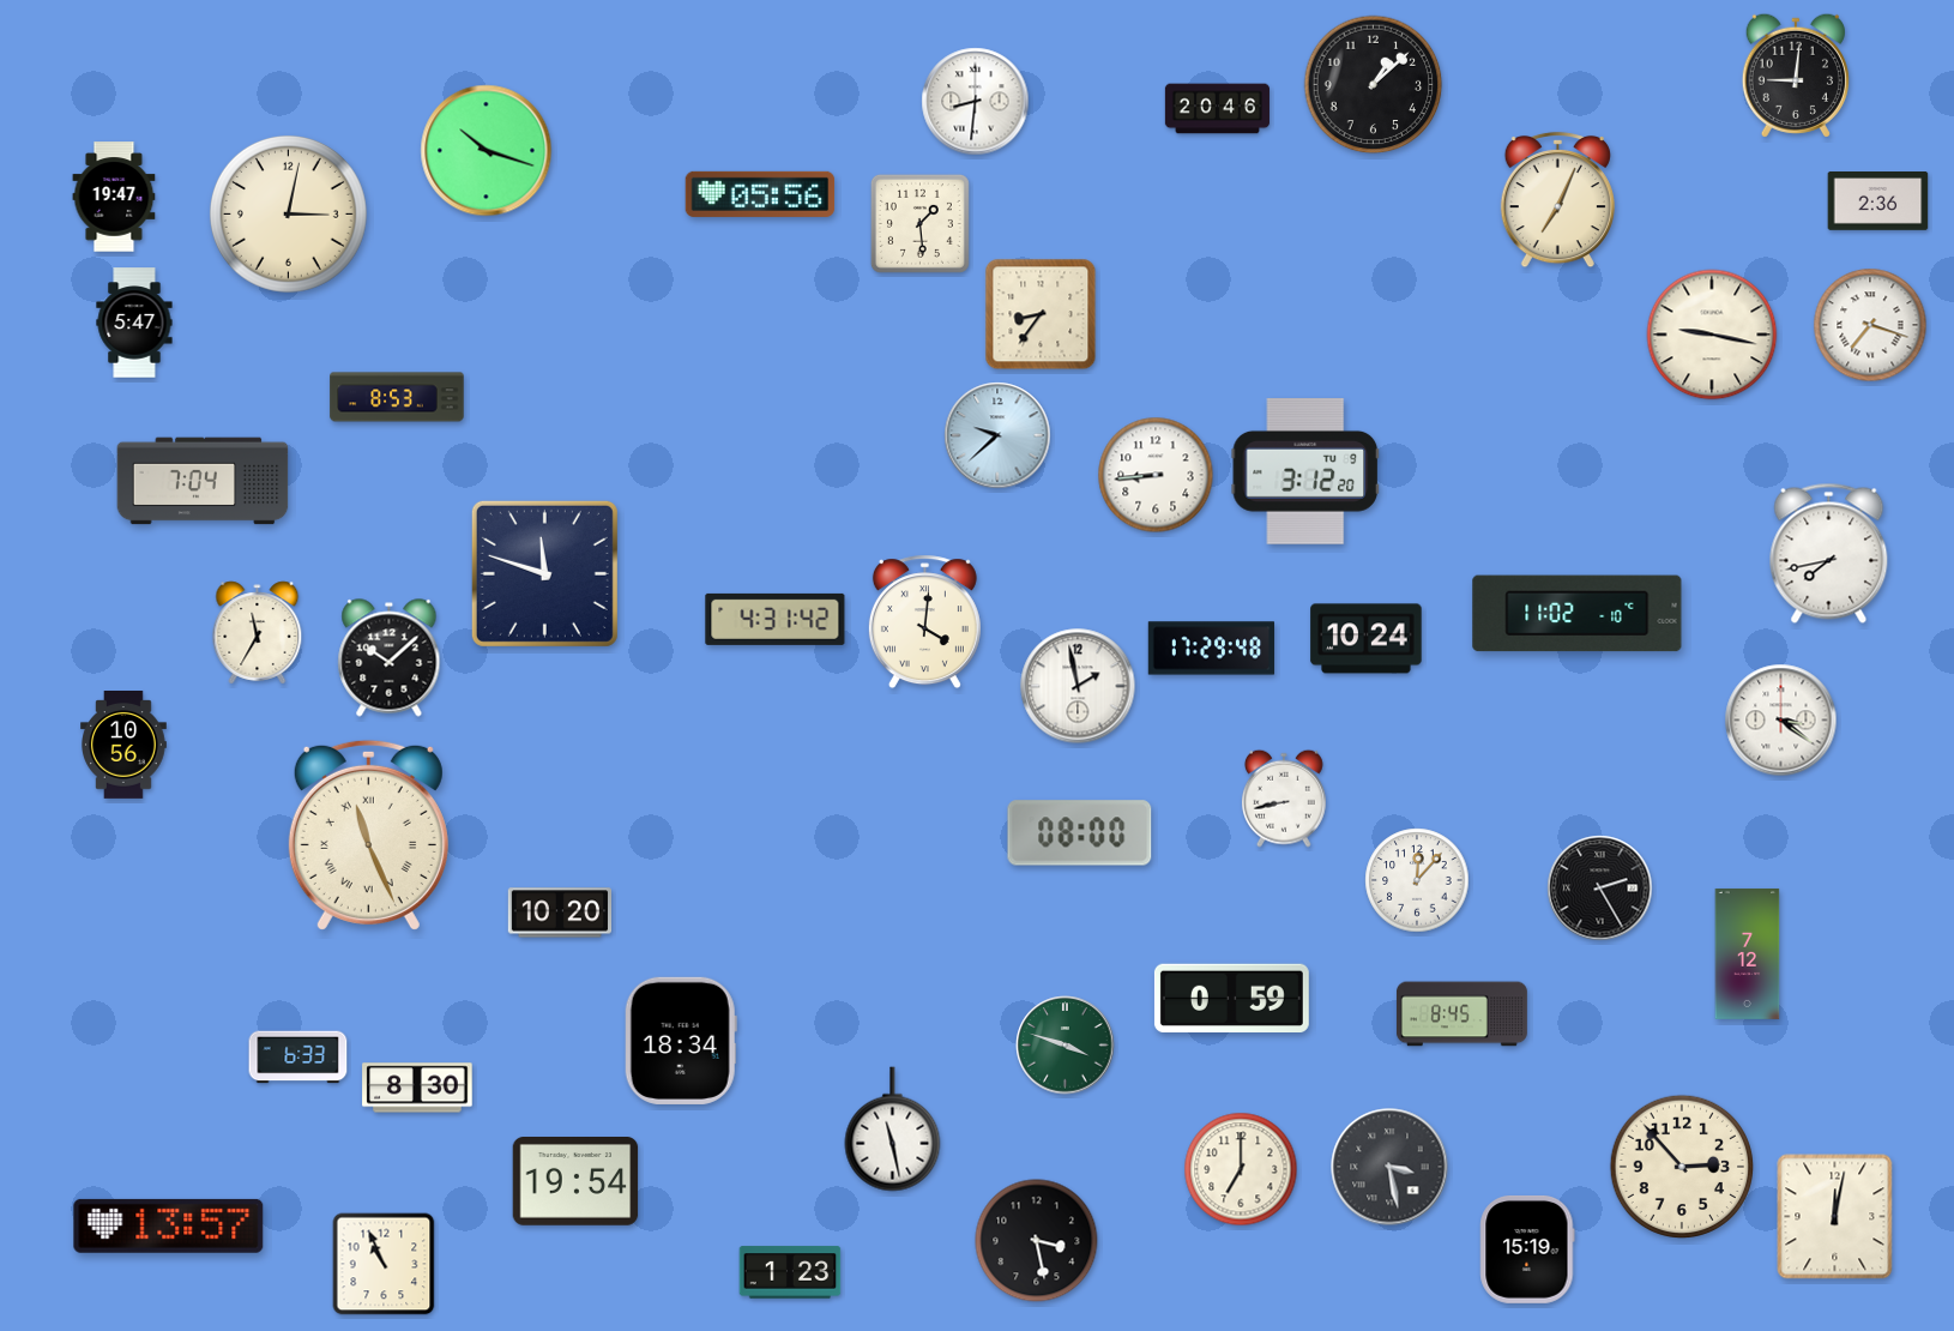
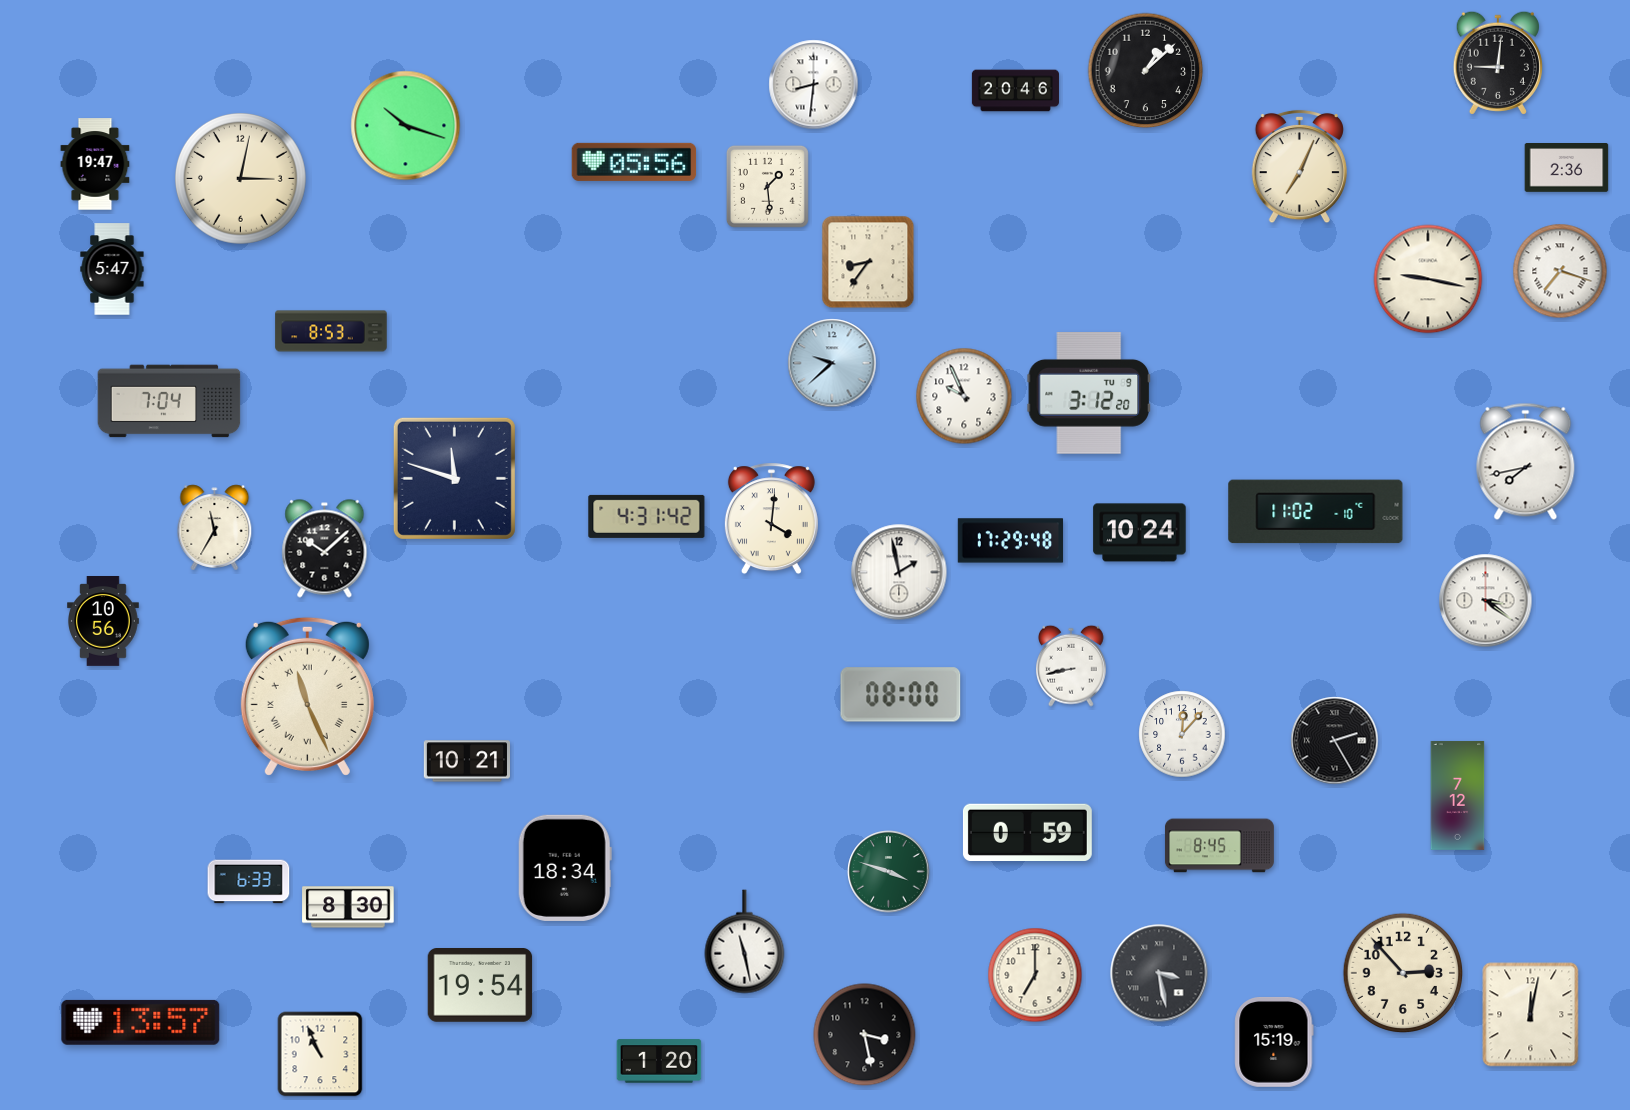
clock at (1156, 475): 8:44 -> 9:56
clock at (559, 913): 10:20 -> 10:21
clock at (681, 1041) position: (681, 1041) -> (565, 868)
clock at (790, 1272): 1:23 -> 1:20
